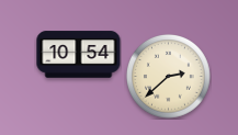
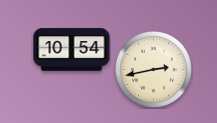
clock at (169, 77): 2:38 -> 2:43
